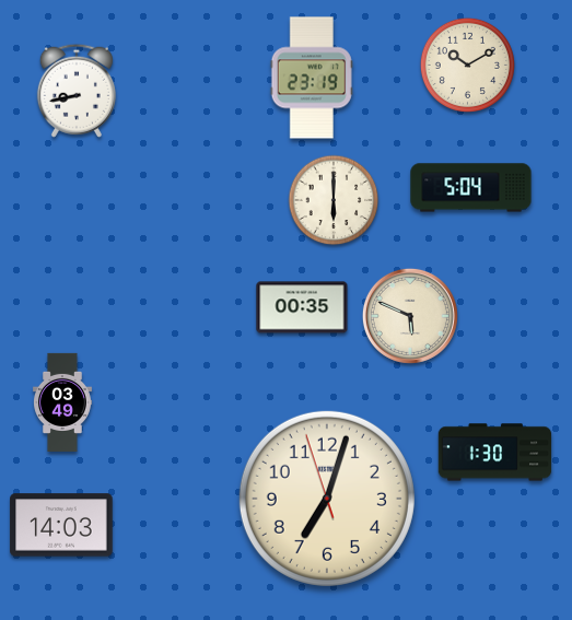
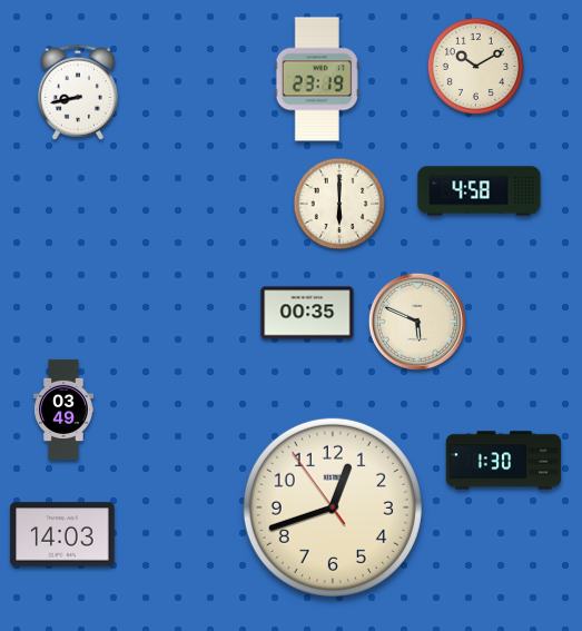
clock at (471, 188): 5:04 -> 4:58
clock at (327, 499): 7:02 -> 12:41
